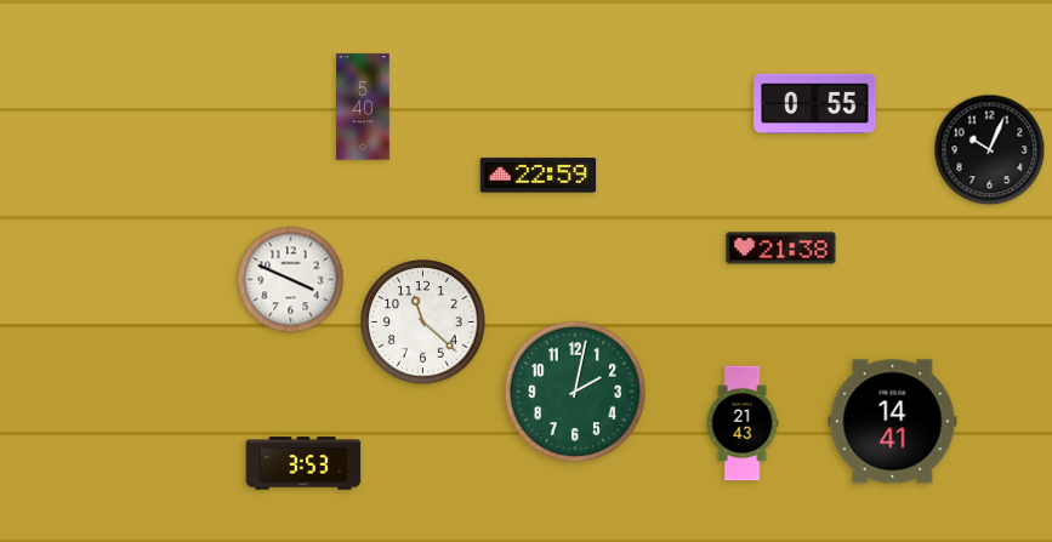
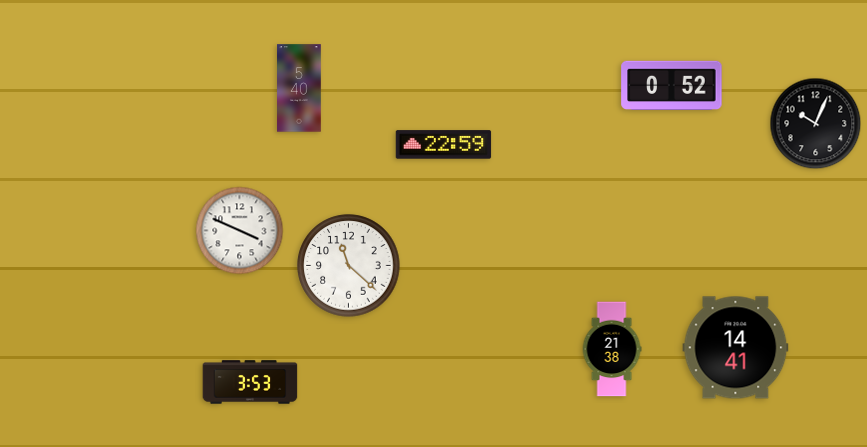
clock at (815, 103): 0:55 -> 0:52
clock at (781, 249): 21:38 -> none
clock at (575, 392): 2:02 -> none
clock at (743, 423): 21:43 -> 21:38
